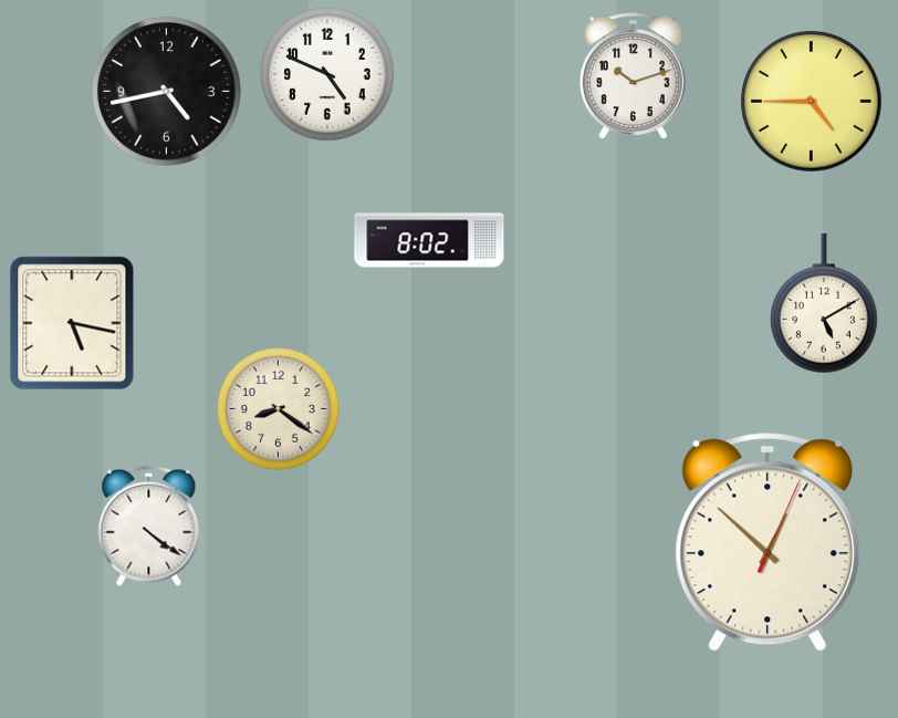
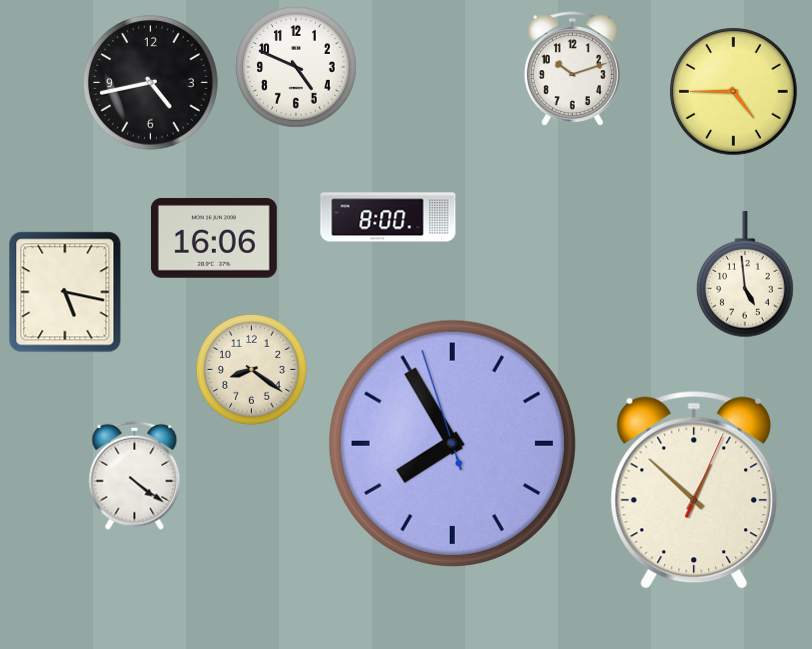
clock at (429, 240): 8:02 -> 8:00
clock at (214, 238): none -> 16:06
clock at (825, 303): 5:10 -> 4:59
clock at (452, 443): none -> 7:54
